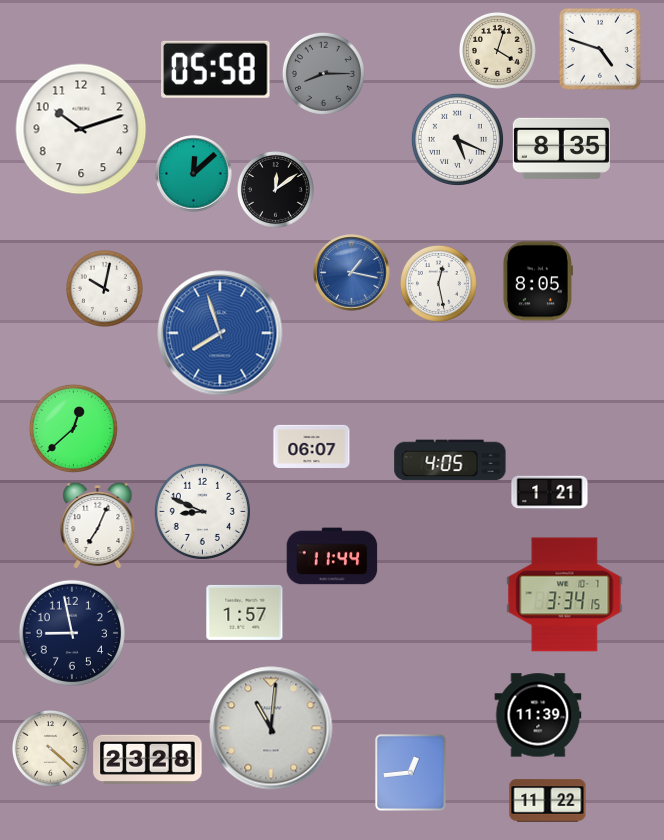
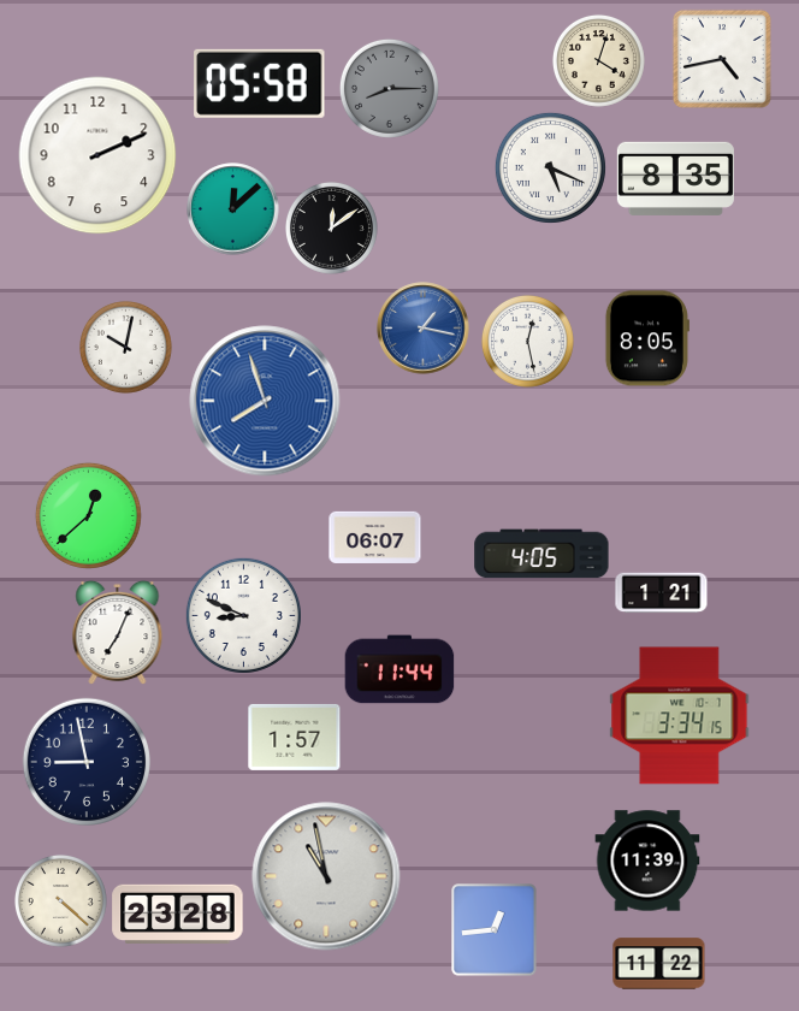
clock at (600, 49): 4:48 -> 4:43
clock at (81, 129): 10:12 -> 2:11
clock at (271, 728): 11:01 -> 10:58
